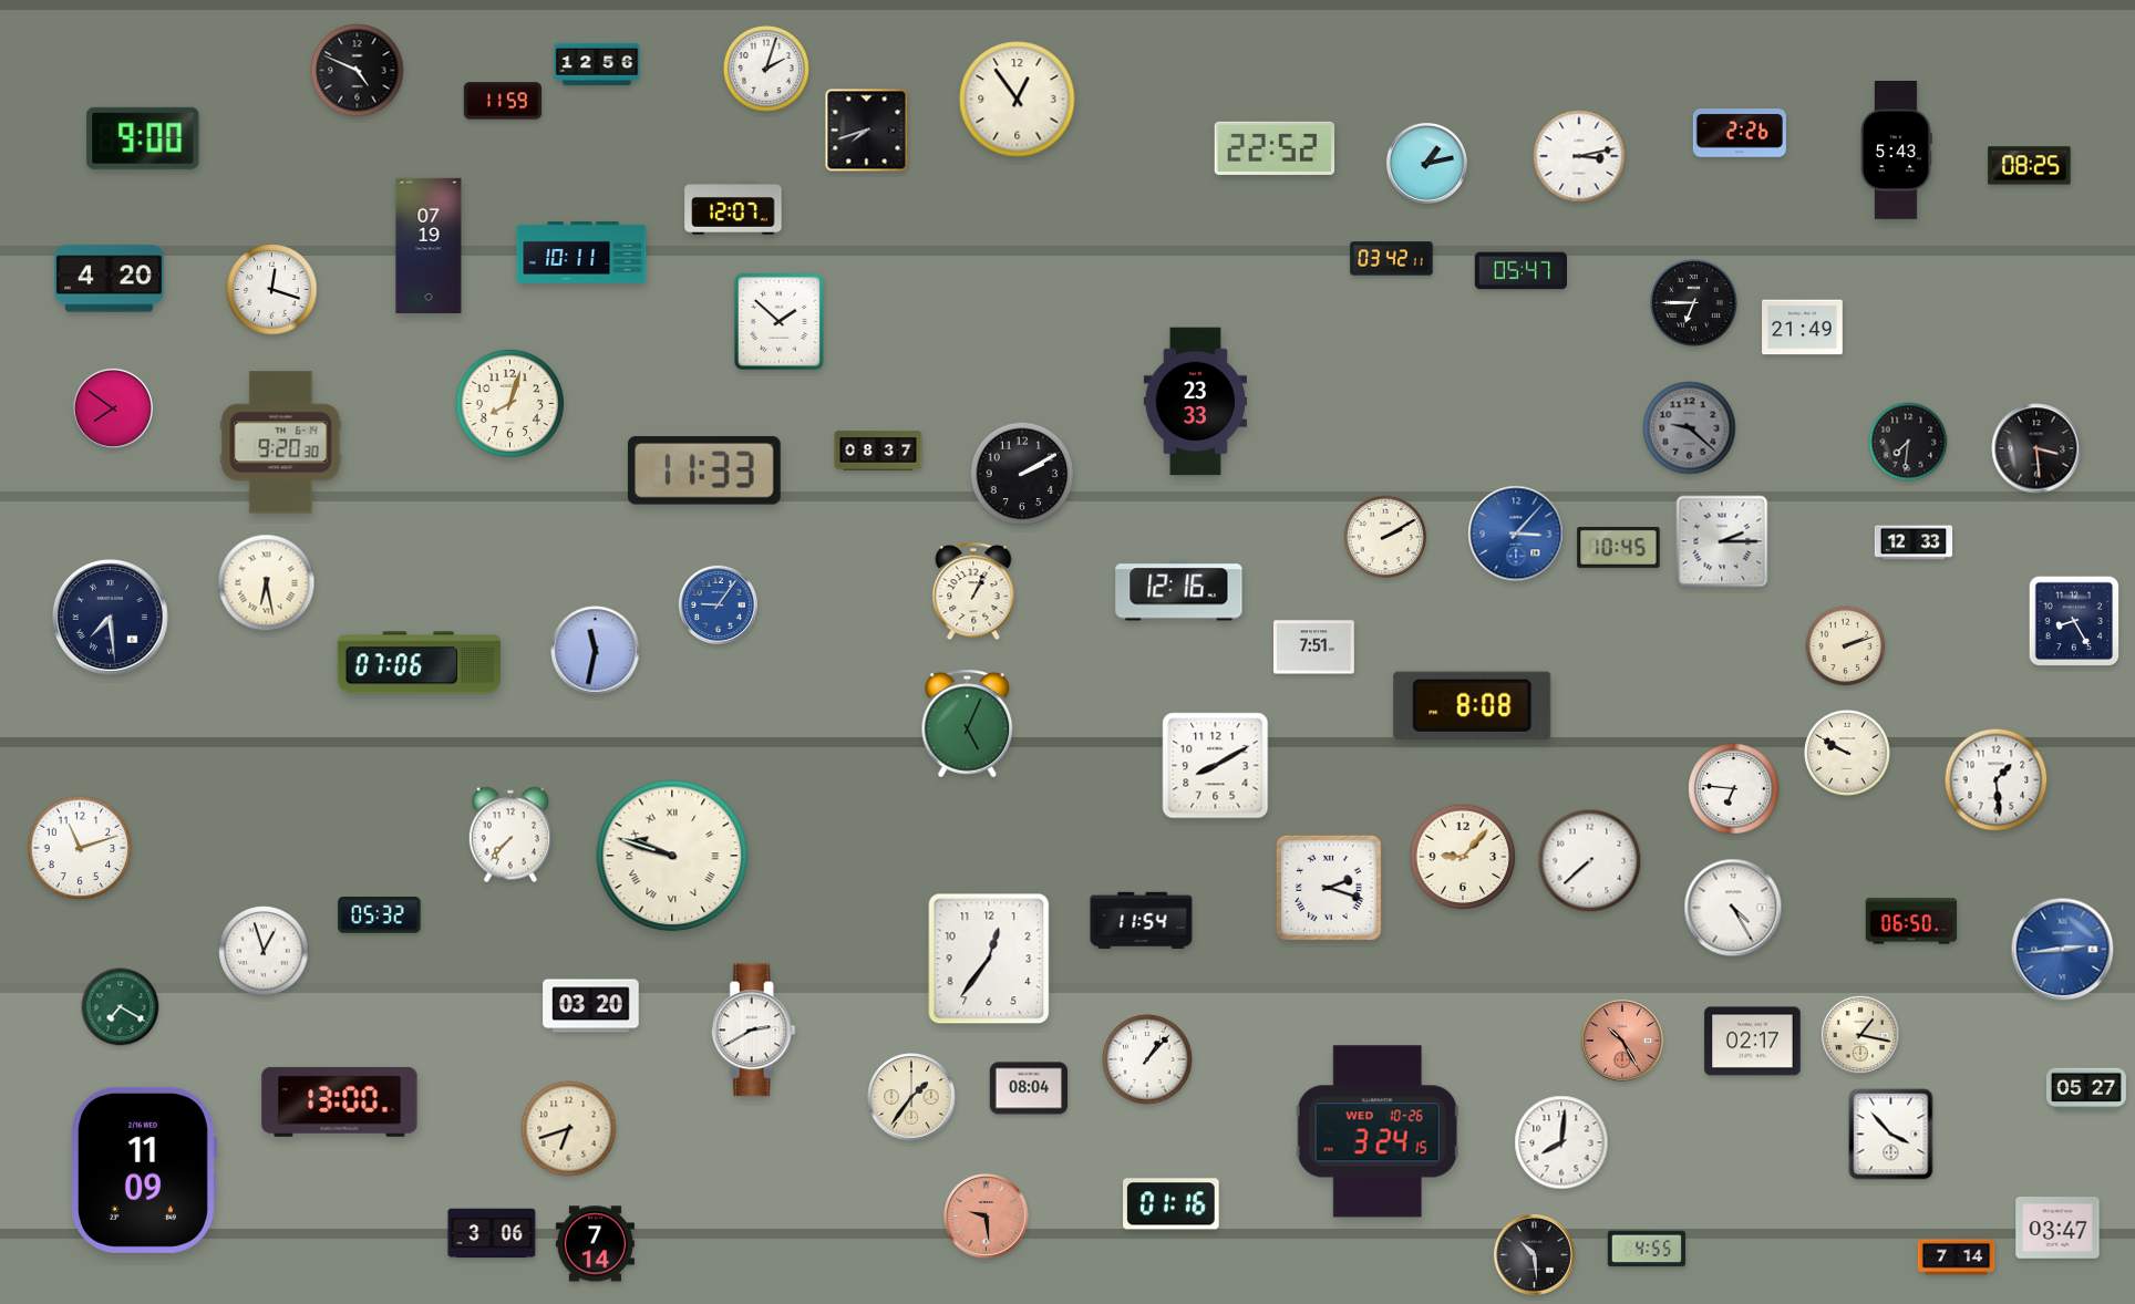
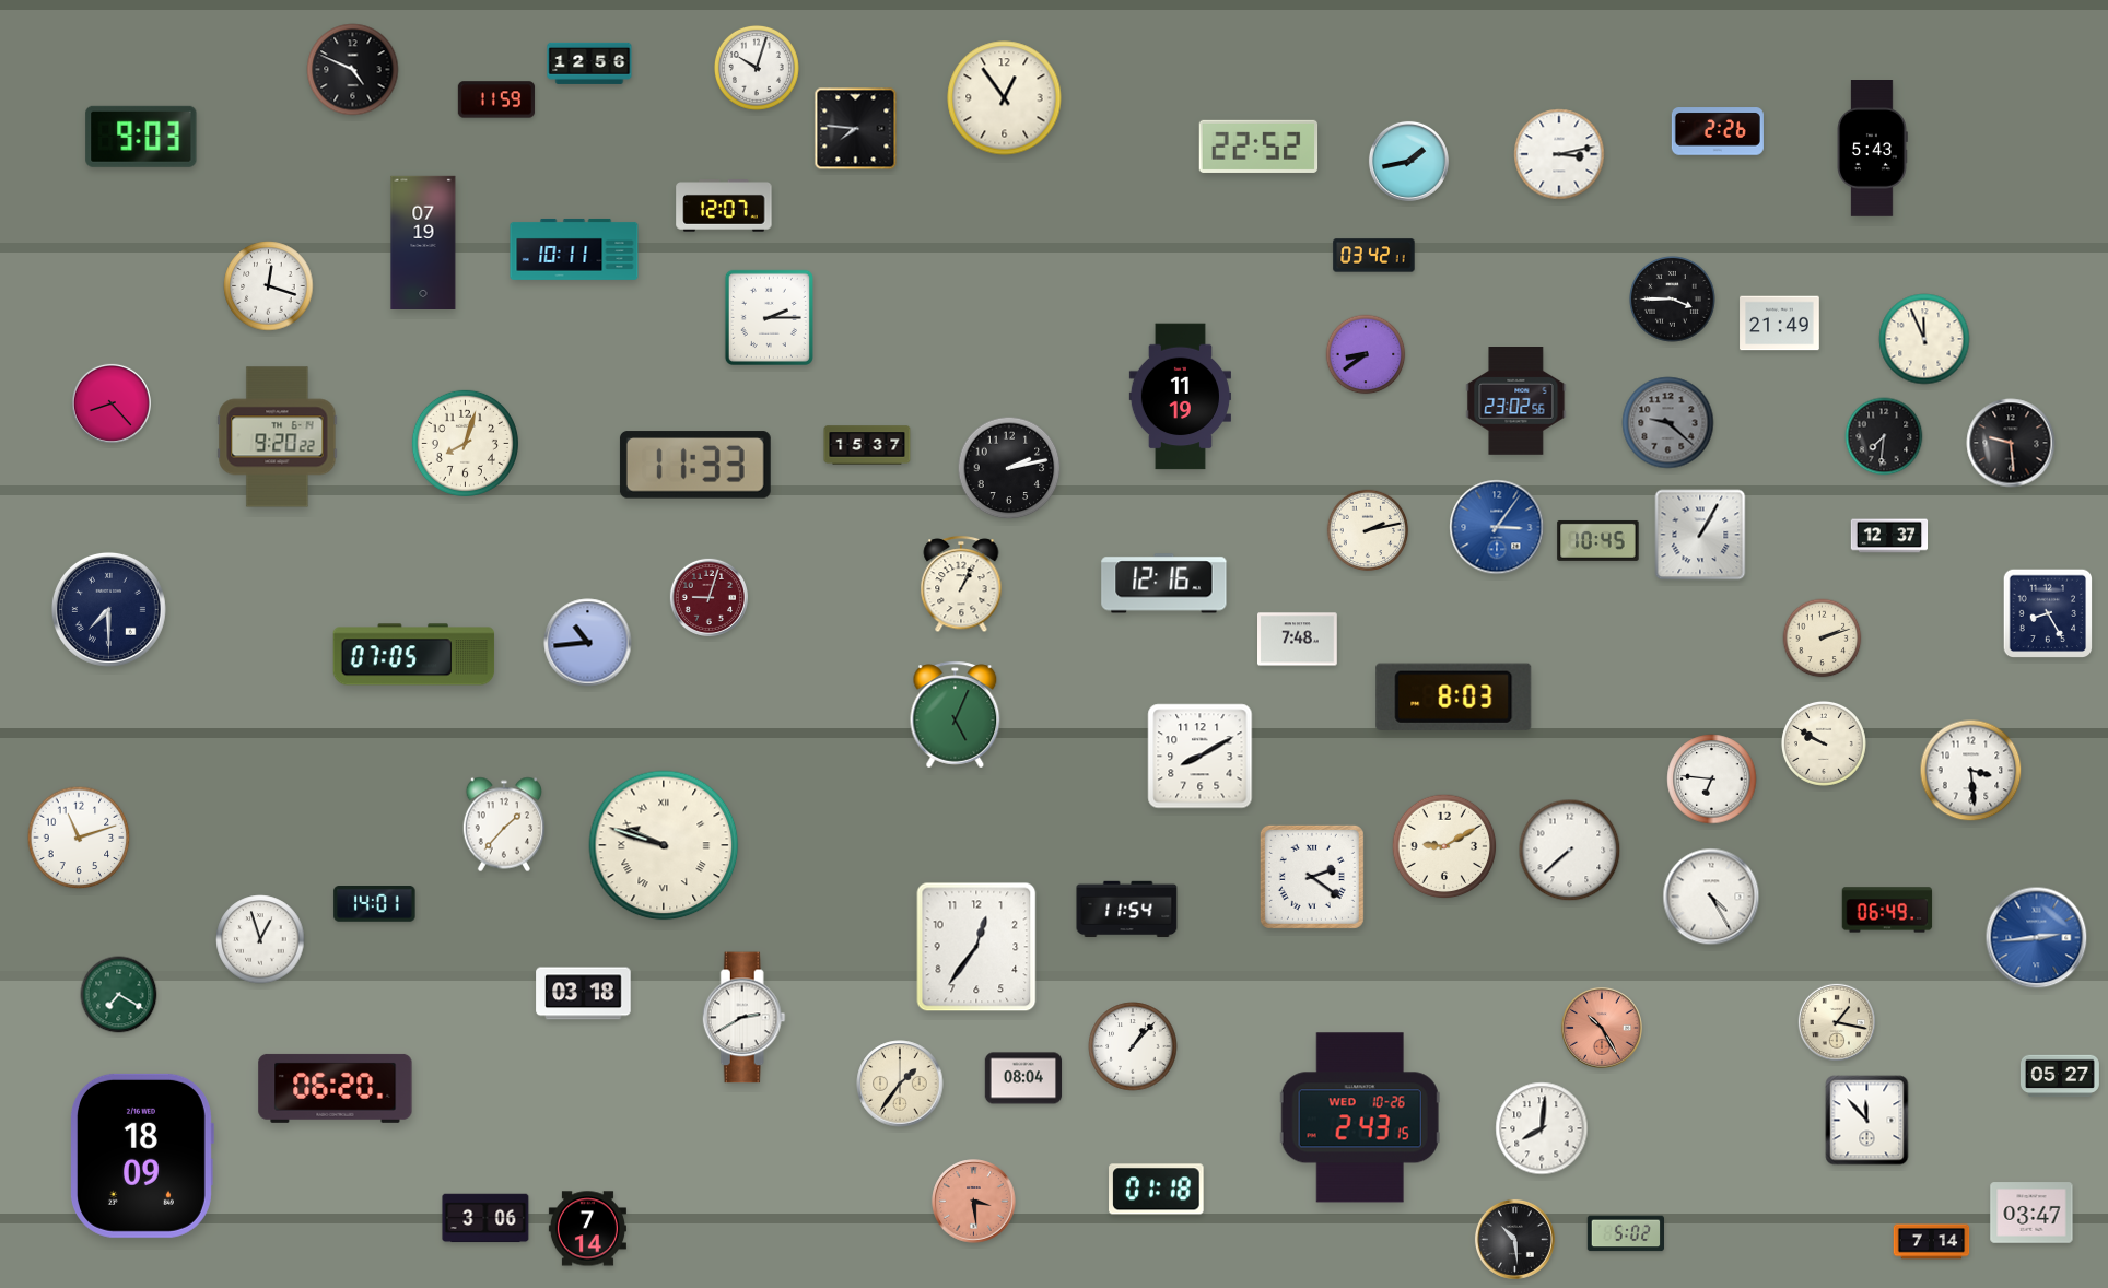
clock at (766, 69): 2:03 -> 10:03
clock at (867, 131): 7:42 -> 7:46
clock at (143, 138): 9:00 -> 9:03
clock at (1426, 163): 1:13 -> 1:43
clock at (2030, 166): 08:25 -> none
clock at (1520, 271): 05:47 -> none
clock at (110, 279): 4:20 -> none
clock at (1694, 303): 6:45 -> 3:45
clock at (778, 321): 1:52 -> 2:15
clock at (1924, 339): none -> 11:56
clock at (1366, 354): none -> 8:39
clock at (1195, 402): 23:33 -> 11:19
clock at (509, 403) position: (509, 403) -> (465, 443)
clock at (1516, 401): none -> 23:02
clock at (113, 408): 7:51 -> 8:23
clock at (281, 443): 9:20:30 -> 9:20:22
clock at (2036, 448): 3:29 -> 9:29
clock at (878, 451): 08:37 -> 15:37
clock at (1022, 474): 2:10 -> 2:13
clock at (1516, 534): 3:07 -> 3:06
clock at (1385, 537): 2:10 -> 2:13
clock at (1722, 541): 2:15 -> 1:05
clock at (1914, 542): 12:33 -> 12:37
clock at (267, 583): 6:28 -> none
clock at (718, 604): 9:06 -> 9:03
clock at (718, 604) dial: blue -> burgundy
clock at (111, 618): 7:29 -> 7:30
clock at (1314, 648): 7:51 -> 7:48
clock at (596, 651): 11:32 -> 10:44
clock at (420, 663): 07:06 -> 07:05
clock at (1473, 705): 8:08 -> 8:03
clock at (1997, 780): 1:29 -> 3:29
clock at (509, 835): 7:37 -> 1:37
clock at (1463, 857): 9:07 -> 9:10
clock at (1329, 888): 2:18 -> 2:21
clock at (380, 915): 05:32 -> 14:01
clock at (1911, 921): 06:50 -> 06:49
clock at (591, 1006): 03:20 -> 03:18
clock at (1753, 1042): 02:17 -> none
clock at (1029, 1088) position: (1029, 1088) -> (1023, 1078)
clock at (340, 1101): 13:00 -> 06:20
clock at (569, 1129): 6:42 -> none
clock at (1378, 1131): 3:24 -> 2:43
clock at (1891, 1135): 3:53 -> 11:53
clock at (143, 1170): 11:09 -> 18:09
clock at (1172, 1204): 01:16 -> 01:18
clock at (987, 1217): 9:29 -> 3:29
clock at (1646, 1249): 4:55 -> 5:02
